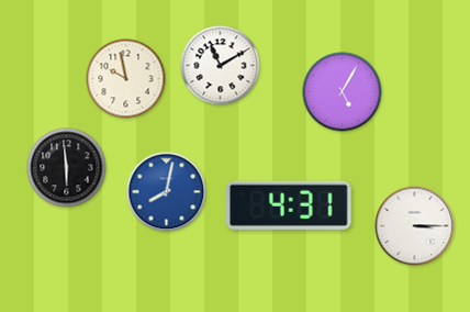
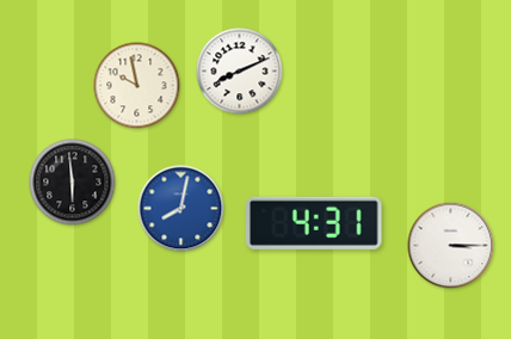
clock at (221, 66): 11:10 -> 8:11
clock at (343, 92): 5:05 -> none
